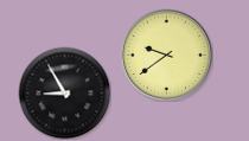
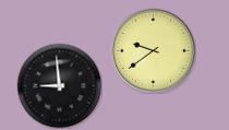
clock at (64, 92): 8:55 -> 8:59
